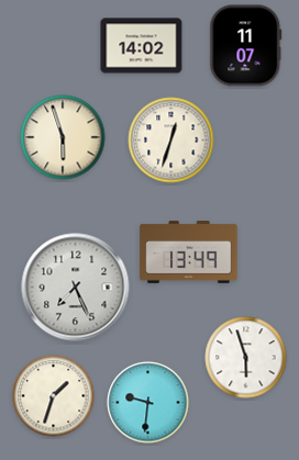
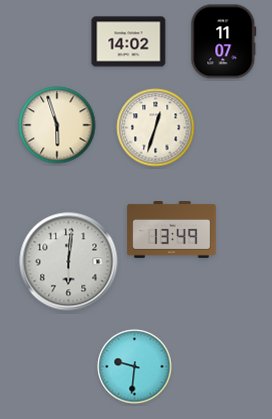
clock at (76, 288): 7:26 -> 6:01
clock at (246, 358): 5:57 -> none
clock at (54, 396): 1:33 -> none
